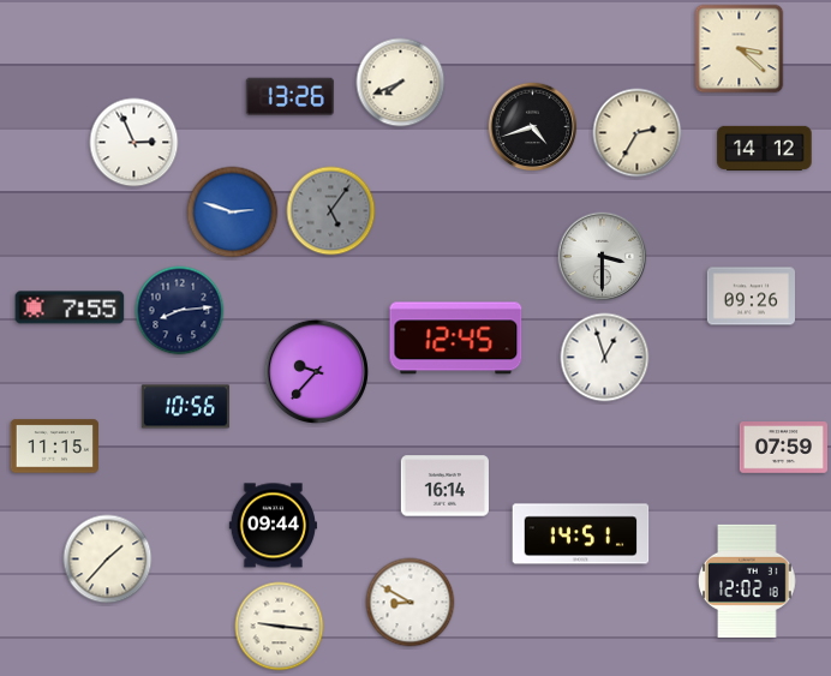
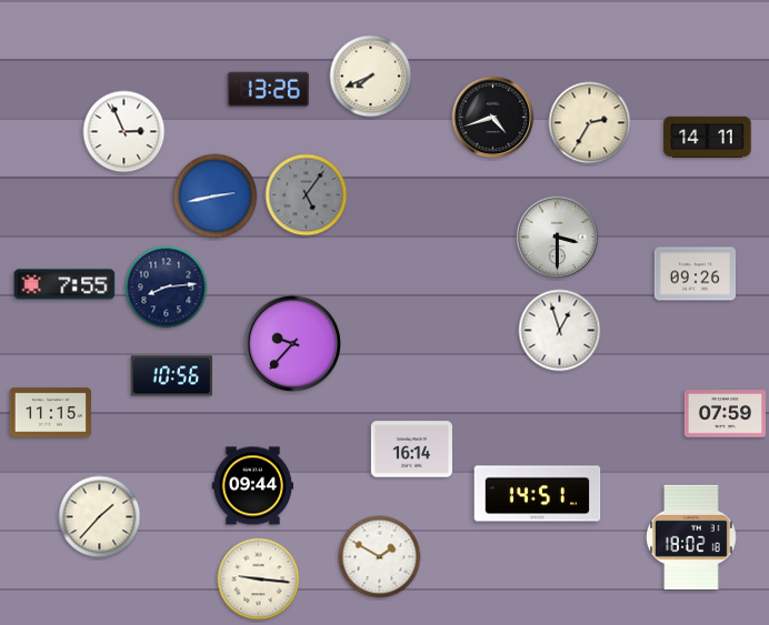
clock at (740, 49): 3:22 -> none
clock at (765, 148): 14:12 -> 14:11
clock at (233, 213): 2:48 -> 2:43
clock at (456, 339): 12:45 -> none
clock at (748, 581): 12:02 -> 18:02
clock at (411, 603): 8:50 -> 1:50
